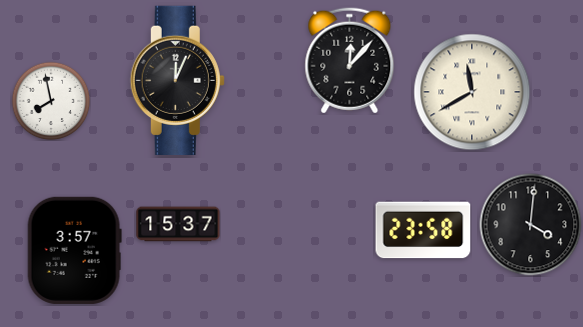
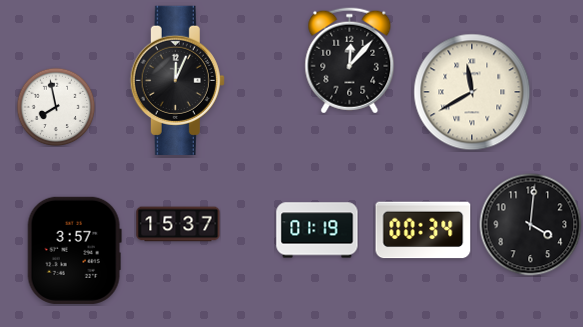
clock at (51, 101) position: (51, 101) -> (56, 107)
clock at (317, 230): none -> 01:19
clock at (423, 230): 23:58 -> 00:34
